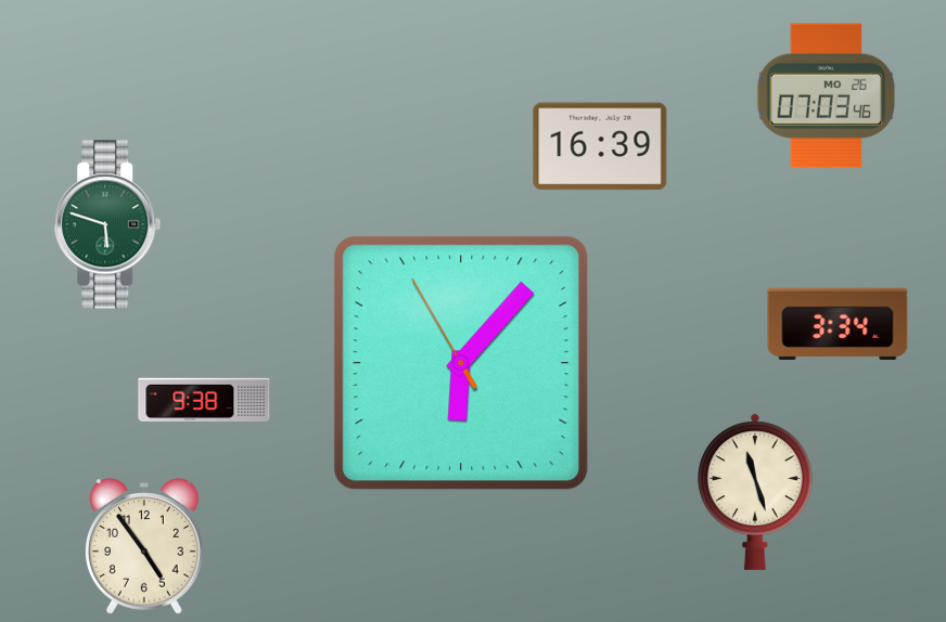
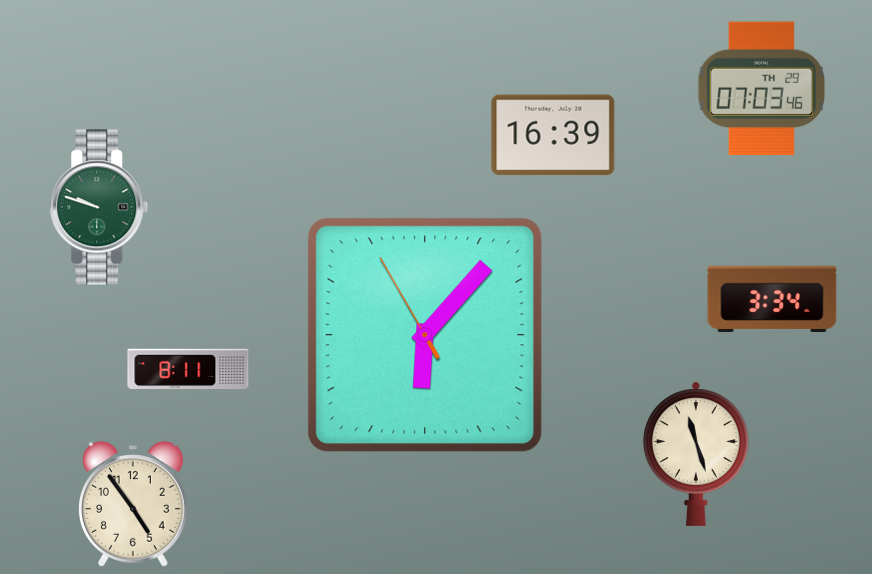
clock at (827, 96) date: MO 26 -> TH 29
clock at (107, 224): 5:48 -> 9:48
clock at (204, 399): 9:38 -> 8:11
